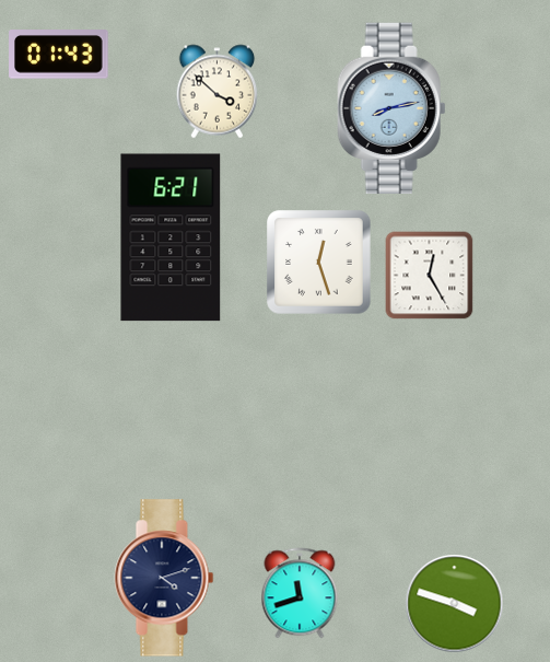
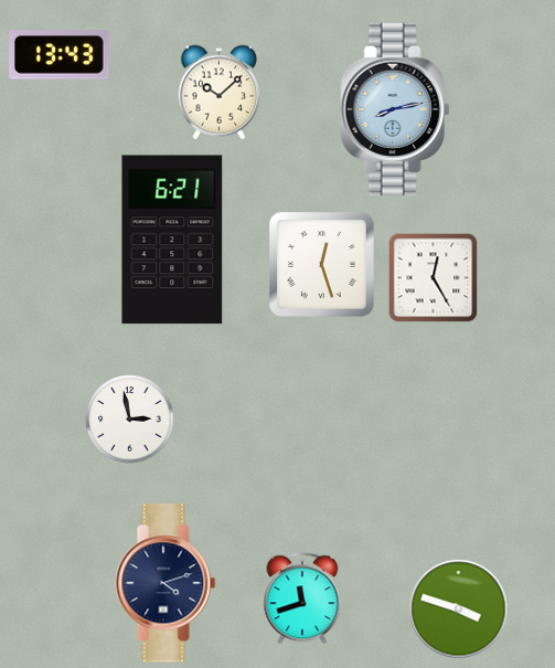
clock at (59, 55): 01:43 -> 13:43
clock at (218, 92): 3:52 -> 10:08
clock at (130, 420): none -> 2:58
